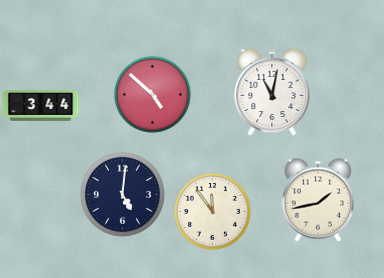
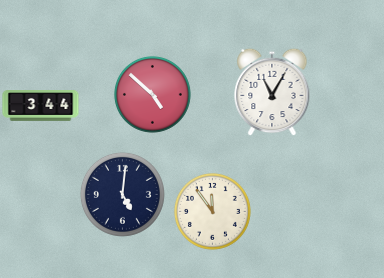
clock at (272, 92): 11:02 -> 11:05
clock at (318, 200): 1:43 -> none
